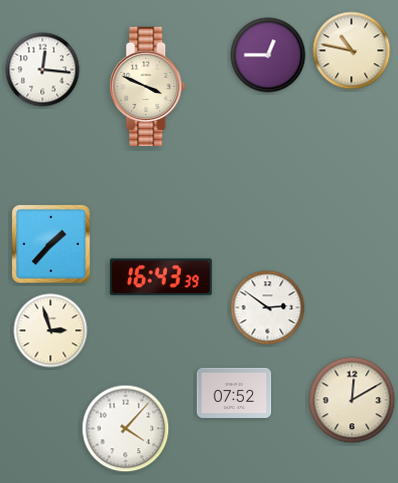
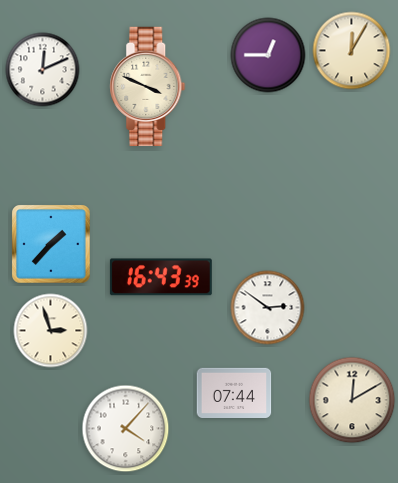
clock at (352, 51): 10:47 -> 12:05
clock at (43, 70): 12:16 -> 12:11
clock at (234, 392): 07:52 -> 07:44
